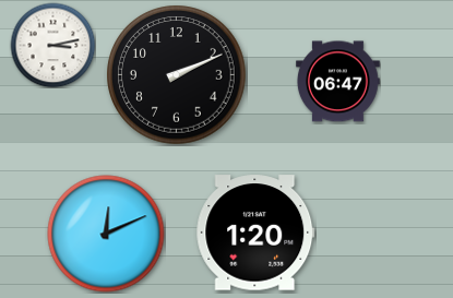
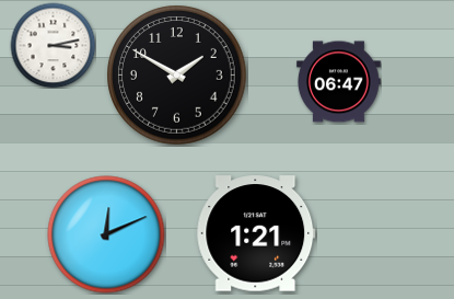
clock at (177, 75): 2:11 -> 1:50
clock at (255, 233): 1:20 -> 1:21
